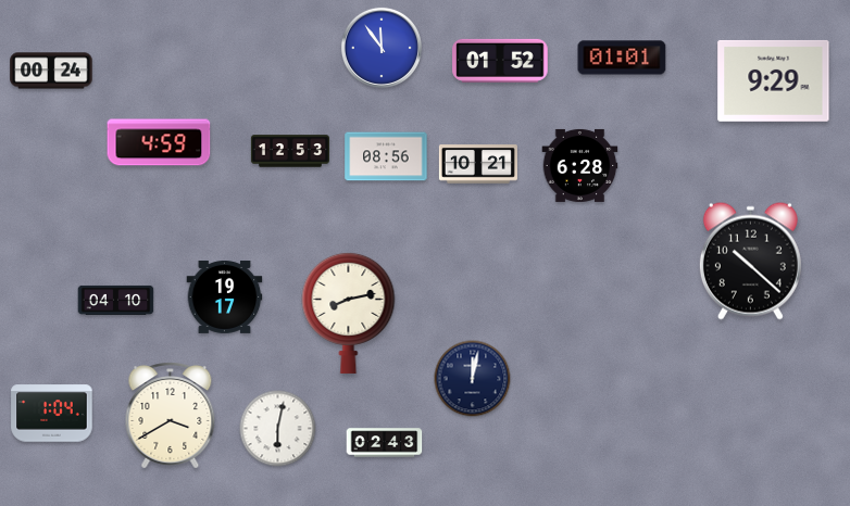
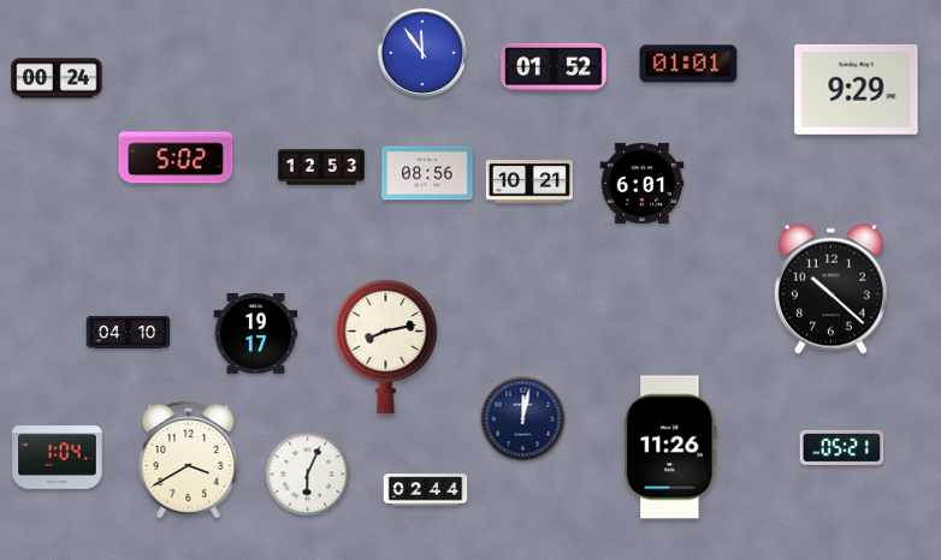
clock at (159, 142): 4:59 -> 5:02
clock at (580, 165): 6:28 -> 6:01
clock at (225, 296) position: (225, 296) -> (256, 333)
clock at (670, 447): none -> 11:26
clock at (842, 447): none -> 05:21
clock at (278, 429): 6:02 -> 6:04
clock at (385, 443): 02:43 -> 02:44
